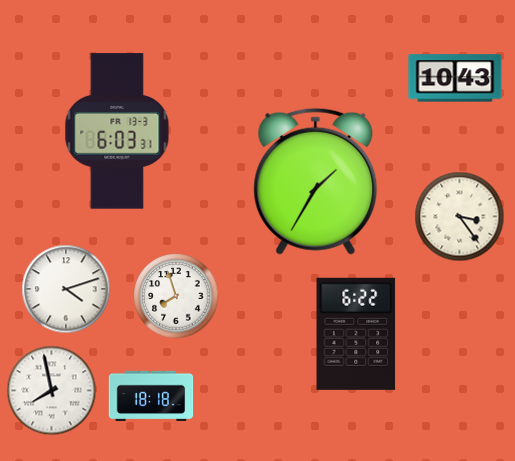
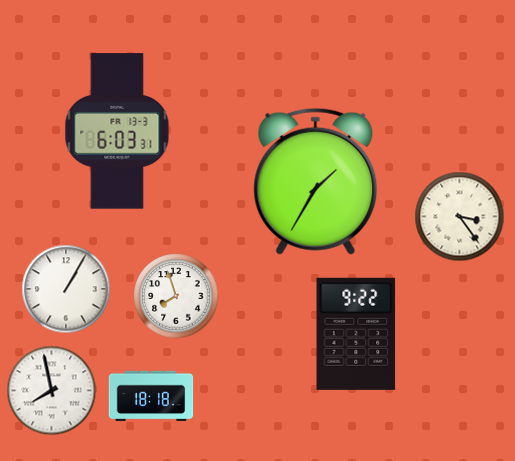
clock at (455, 78): 10:43 -> none
clock at (66, 289): 4:12 -> 1:05
clock at (356, 334): 6:22 -> 9:22
